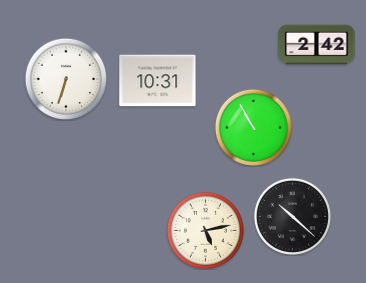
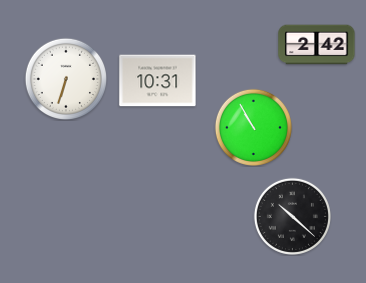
clock at (205, 230): 5:13 -> none
